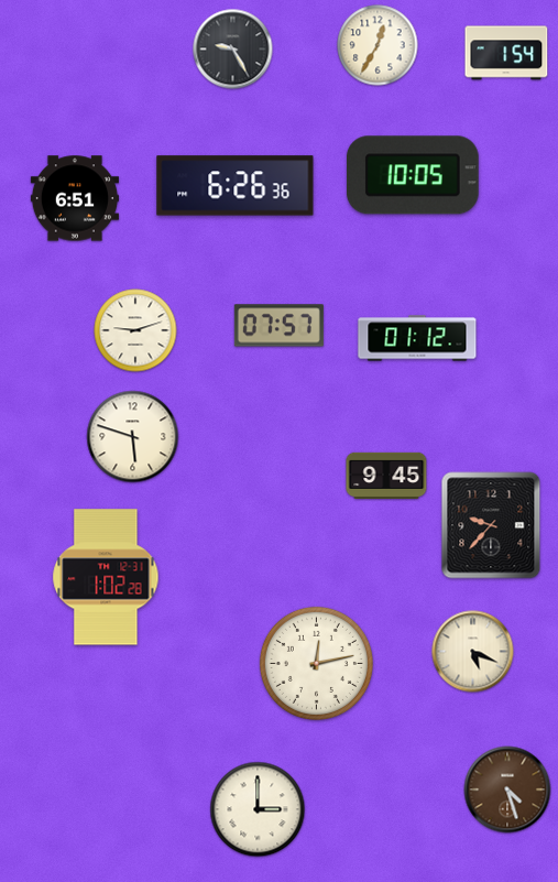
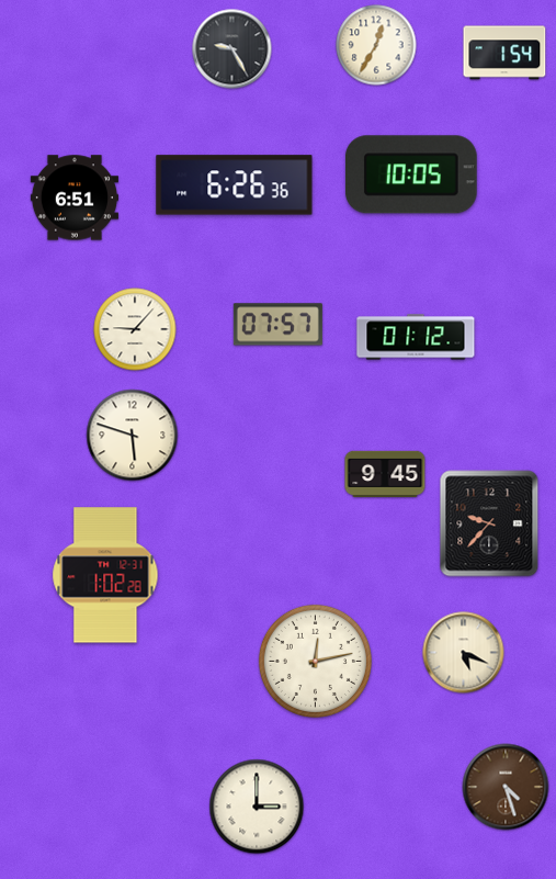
clock at (135, 330): 9:12 -> 9:07
clock at (473, 652) position: (473, 652) -> (464, 653)
